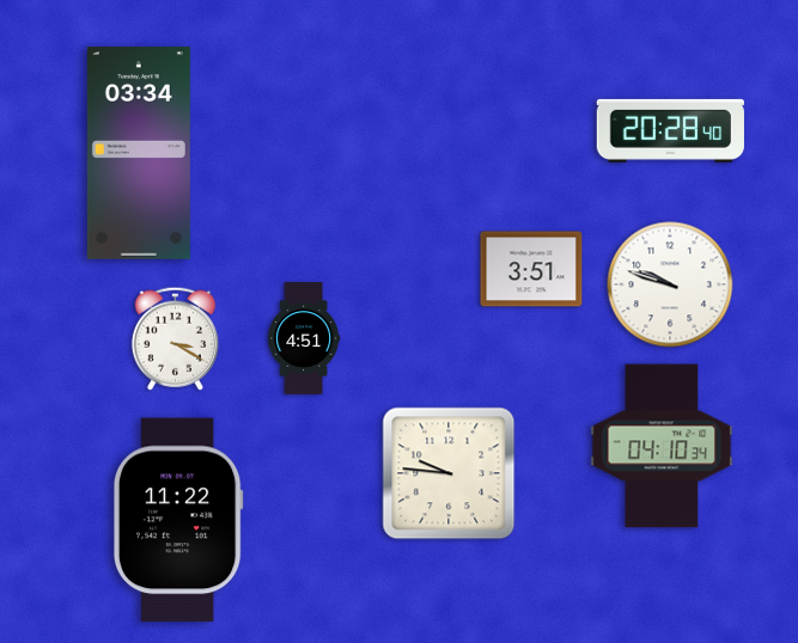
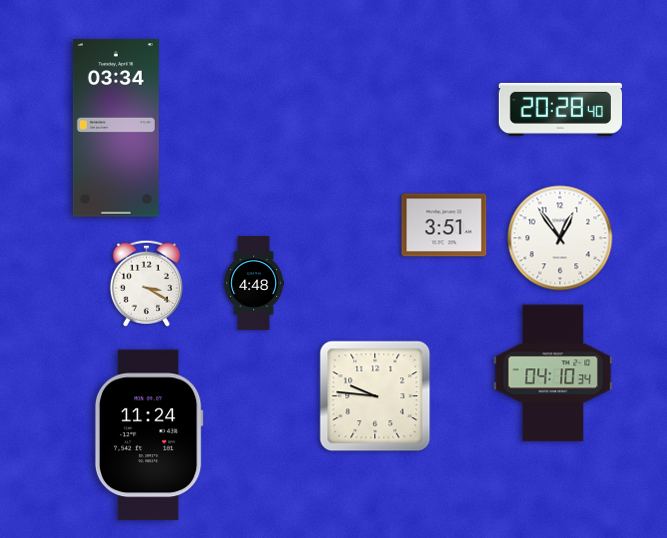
clock at (670, 284): 9:48 -> 12:54
clock at (304, 338): 4:51 -> 4:48
clock at (178, 520): 11:22 -> 11:24
